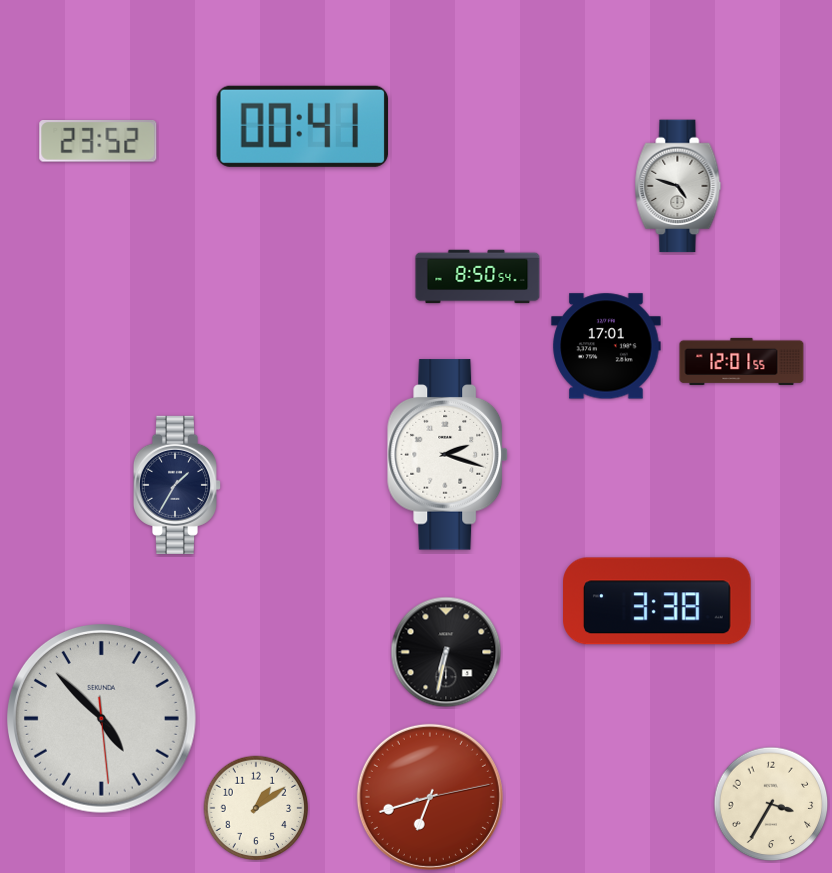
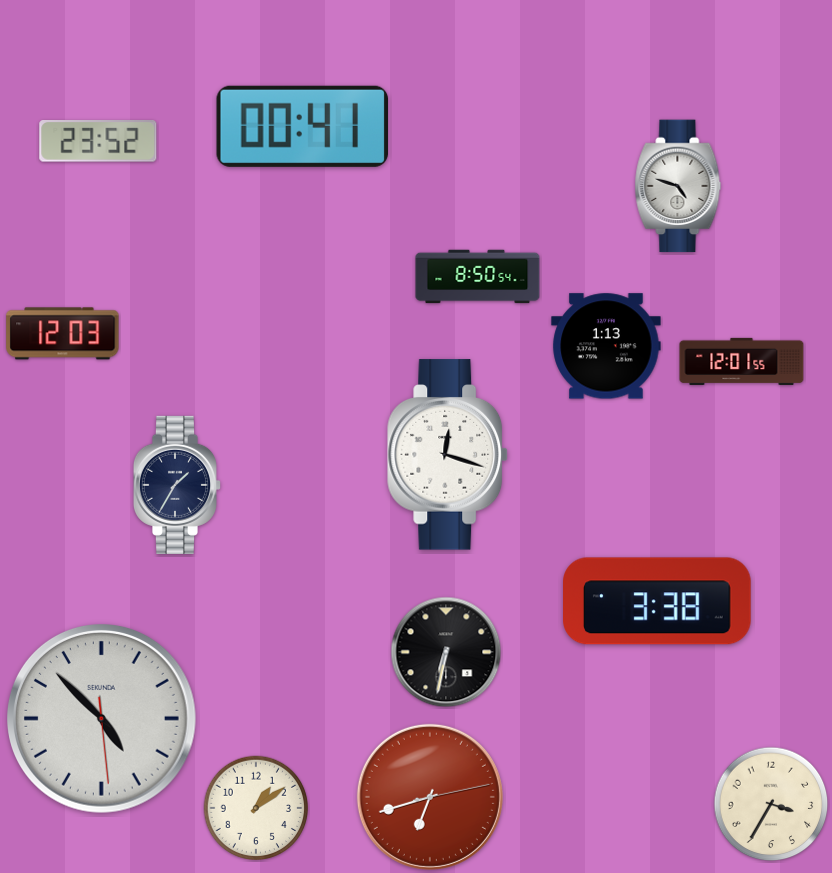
clock at (63, 334): none -> 12:03
clock at (606, 346): 17:01 -> 1:13
clock at (448, 455): 2:18 -> 12:18
